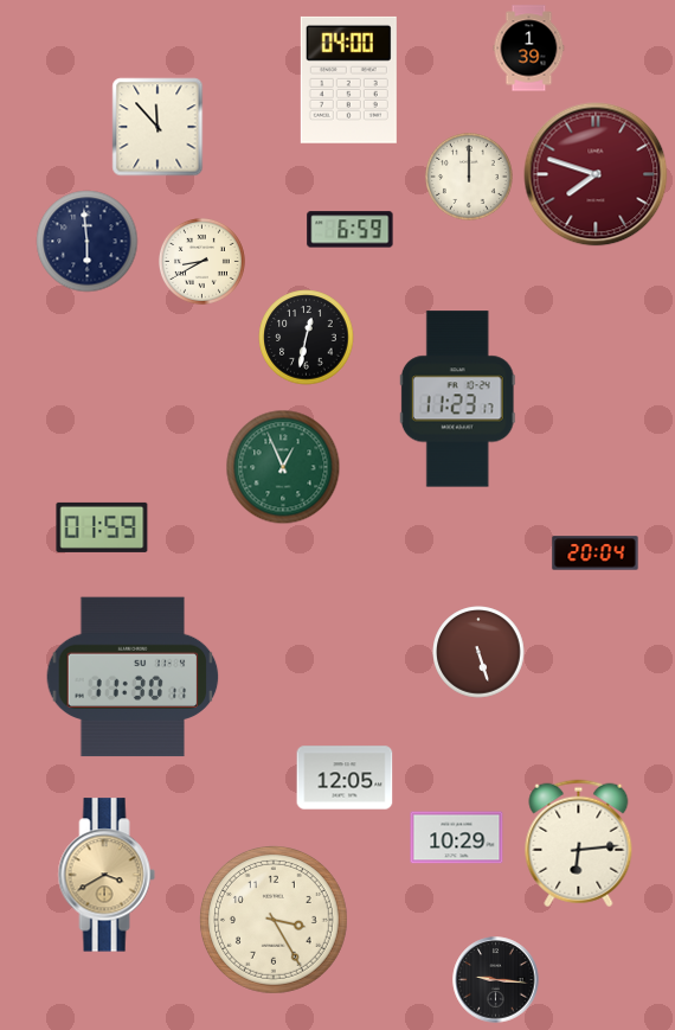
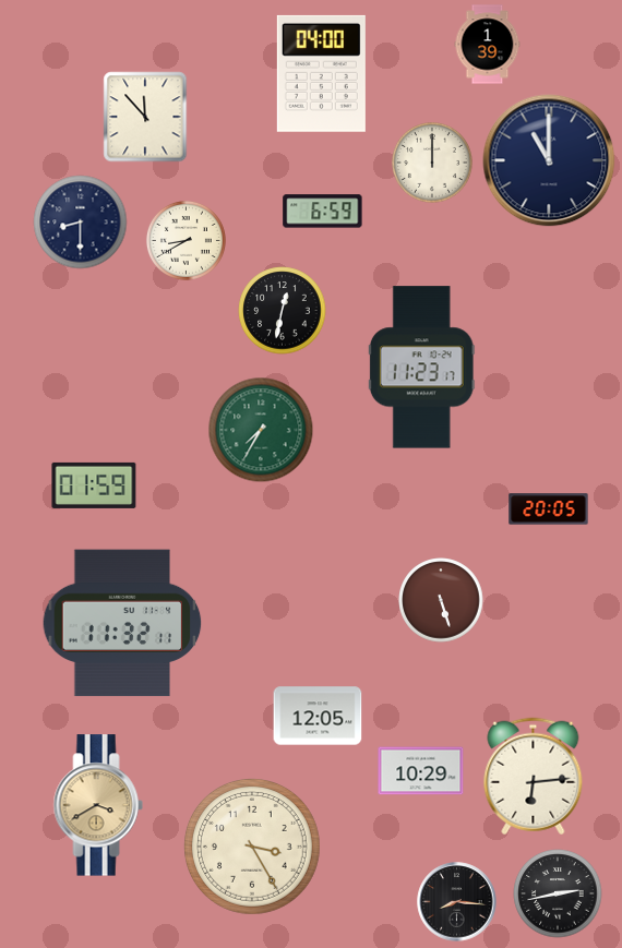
clock at (596, 174): 7:48 -> 11:00
clock at (596, 174) dial: burgundy -> navy
clock at (88, 242): 5:59 -> 8:30
clock at (283, 467): 12:56 -> 7:35
clock at (596, 554): 20:04 -> 20:05
clock at (133, 677): 11:30 -> 11:32
clock at (558, 893): none -> 2:43
clock at (496, 980): 9:16 -> 8:16
